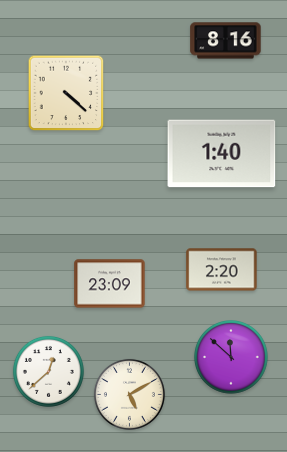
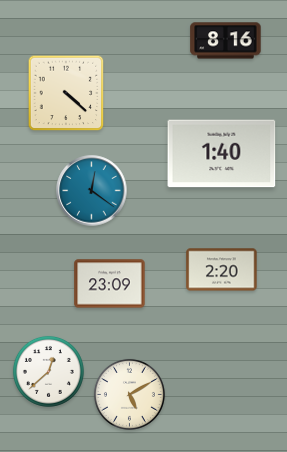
clock at (92, 191): none -> 12:21
clock at (231, 357): 11:52 -> none
